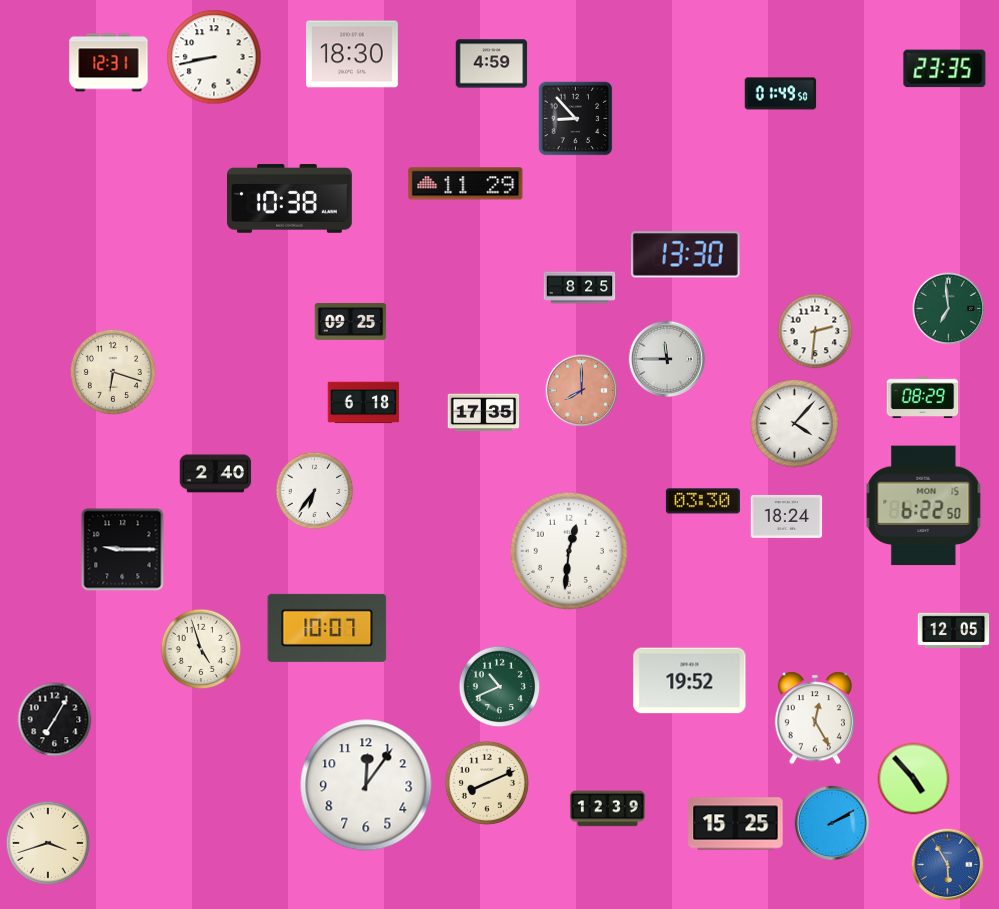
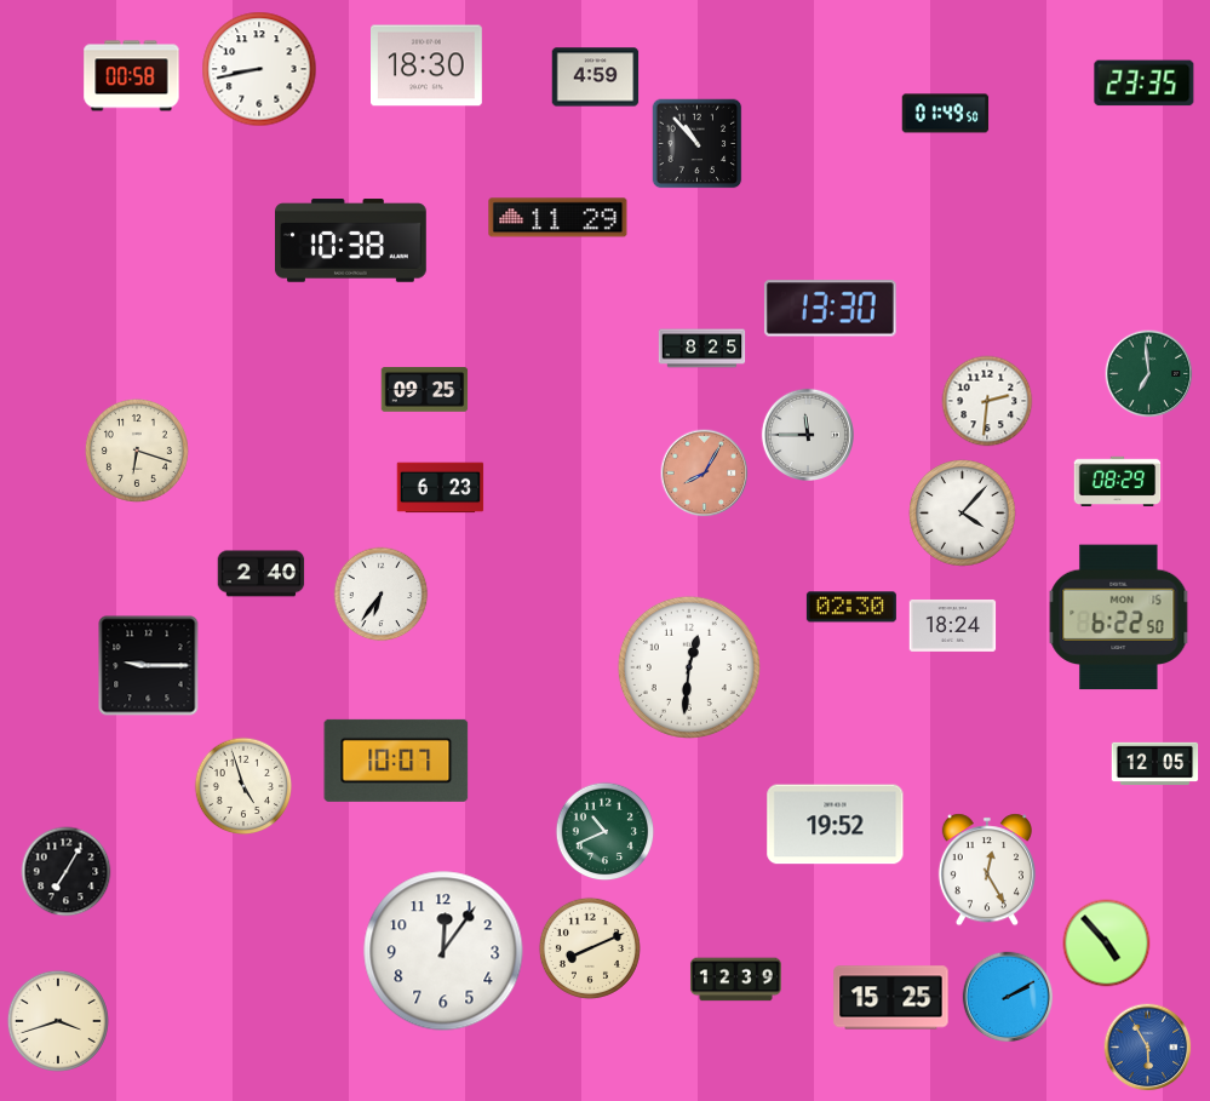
clock at (109, 63): 12:31 -> 00:58
clock at (576, 119): 8:53 -> 10:53
clock at (466, 184) position: (466, 184) -> (558, 218)
clock at (582, 391): 8:00 -> 8:05
clock at (364, 403): 6:18 -> 6:23
clock at (484, 413): 17:35 -> none
clock at (703, 501): 03:30 -> 02:30
clock at (924, 506) position: (924, 506) -> (1119, 618)
